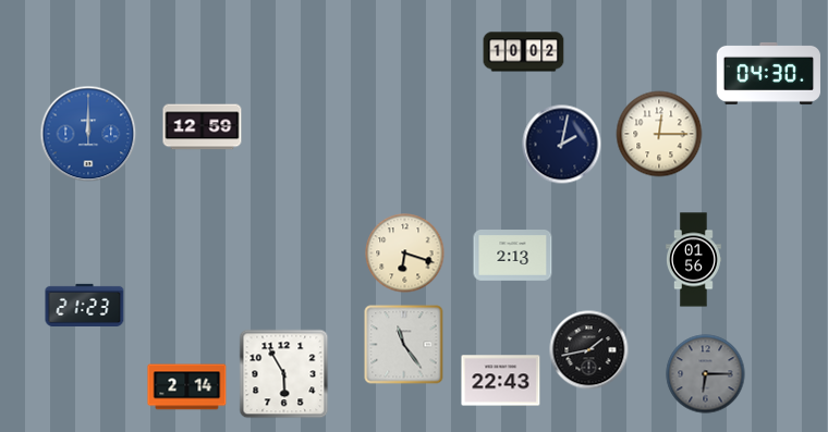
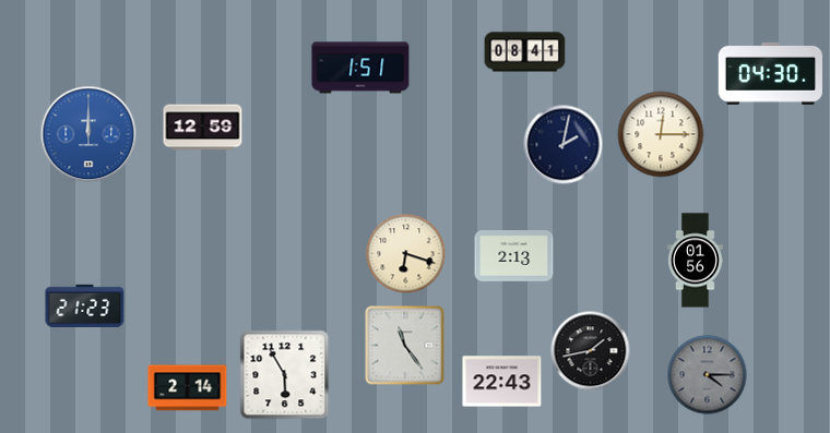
clock at (524, 52): 10:02 -> 08:41
clock at (360, 68): none -> 1:51
clock at (706, 374): 6:15 -> 4:15
